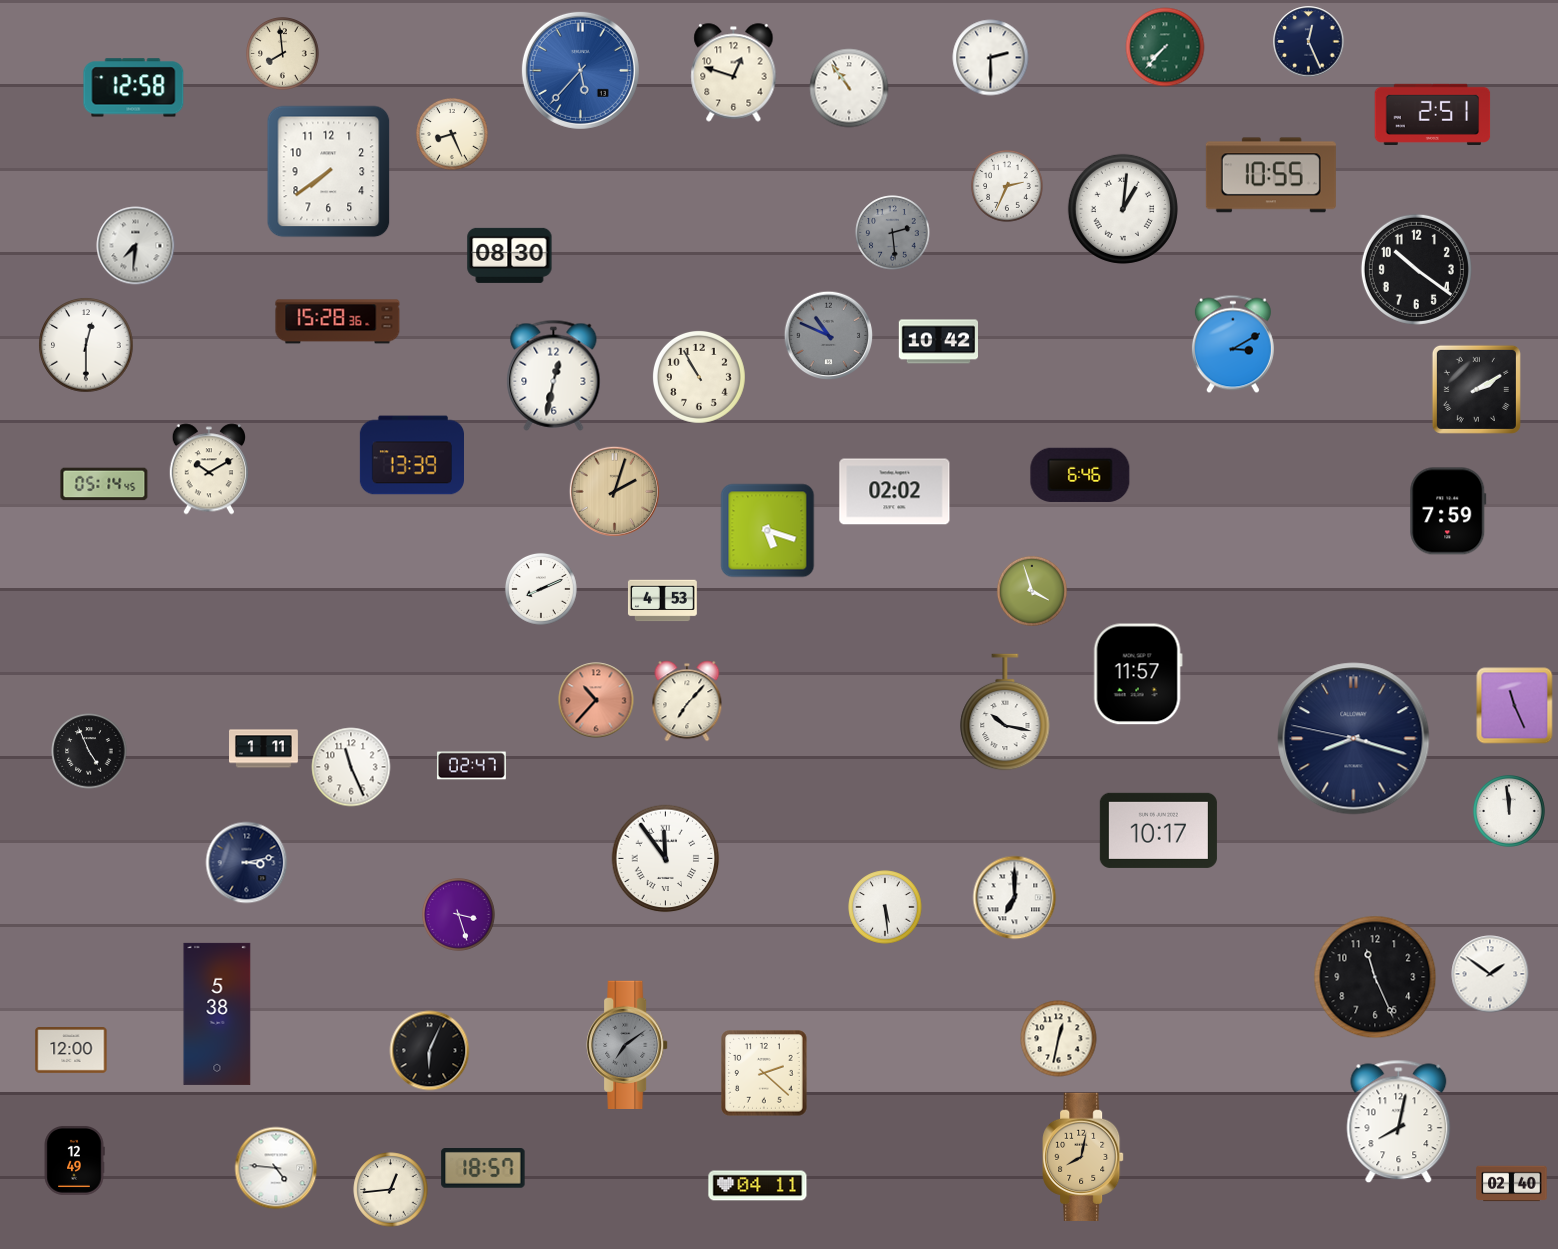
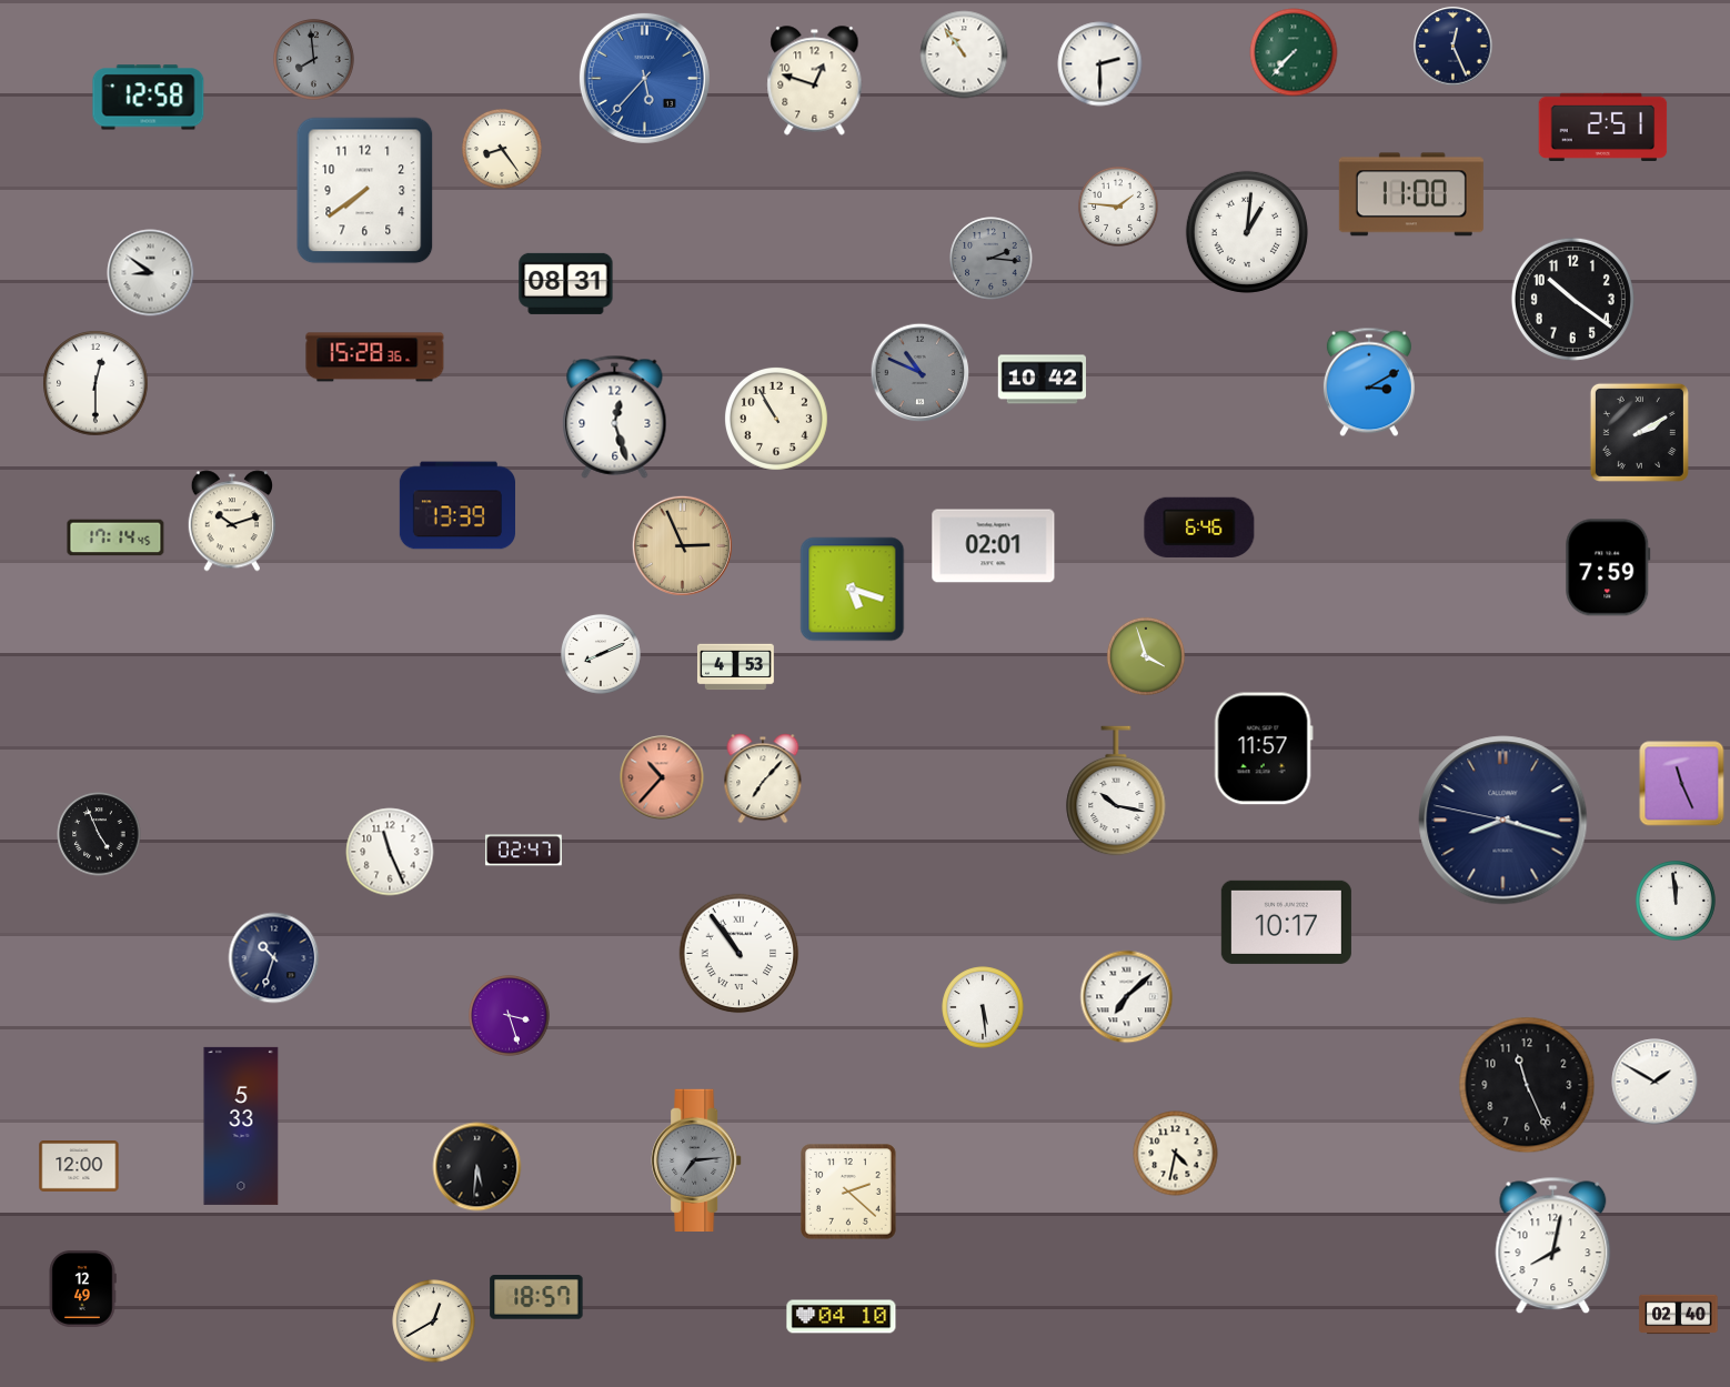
clock at (283, 54) dial: cream -> grey
clock at (849, 88) position: (849, 88) -> (964, 54)
clock at (1433, 114) position: (1433, 114) -> (1603, 127)
clock at (452, 134): 8:26 -> 8:24
clock at (1271, 175): 10:55 -> 11:00
clock at (1007, 186): 2:34 -> 1:46
clock at (893, 233): 2:29 -> 2:16
clock at (136, 246): 7:31 -> 8:51
clock at (510, 255): 08:30 -> 08:31
clock at (554, 375): 12:32 -> 12:27
clock at (208, 469): 10:10 -> 10:12
clock at (104, 484): 05:14 -> 17:14
clock at (614, 491): 2:03 -> 2:56
clock at (895, 492): 02:02 -> 02:01
clock at (264, 749): 1:11 -> none
clock at (666, 859): 11:54 -> 10:54
clock at (247, 863): 3:13 -> 10:33
clock at (1015, 898): 7:00 -> 7:08
clock at (1490, 974): 1:51 -> 1:50
clock at (217, 1014): 5:38 -> 5:33
clock at (1059, 1039): 12:32 -> 4:32
clock at (627, 1044): 7:09 -> 7:14
clock at (430, 1051): 6:04 -> 5:31
clock at (1083, 1156): 8:02 -> none
clock at (276, 1168): 4:46 -> none
clock at (758, 1186): 04:11 -> 04:10
clock at (391, 1190): 12:44 -> 12:40
